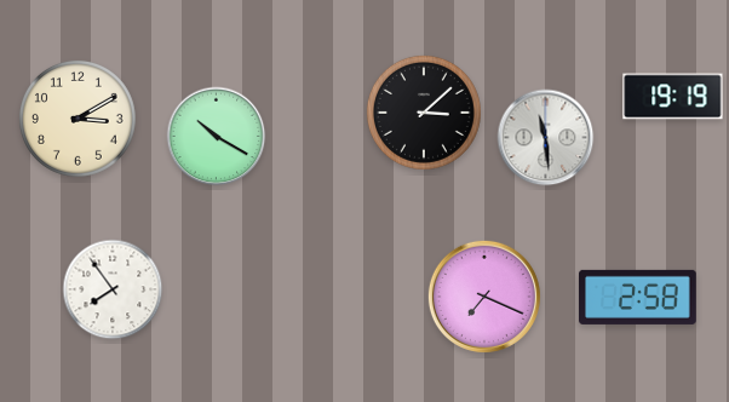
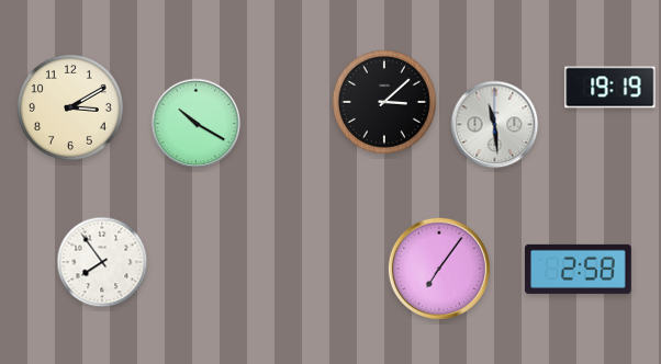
clock at (484, 297): 7:19 -> 7:06
